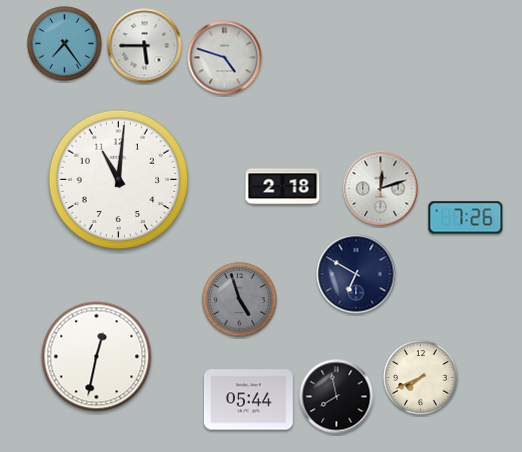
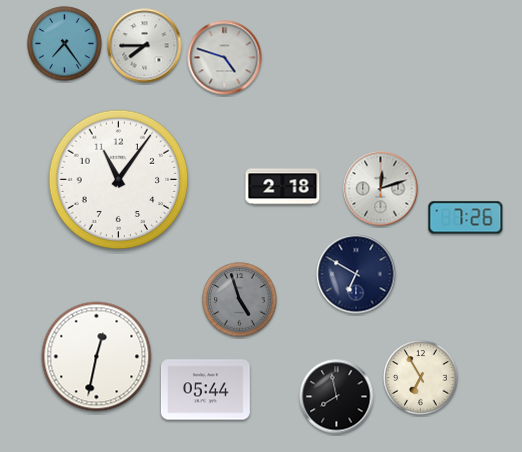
clock at (145, 46): 5:45 -> 7:45
clock at (119, 180): 11:01 -> 11:06
clock at (421, 378): 7:41 -> 6:55
clock at (248, 400) position: (248, 400) -> (205, 390)
